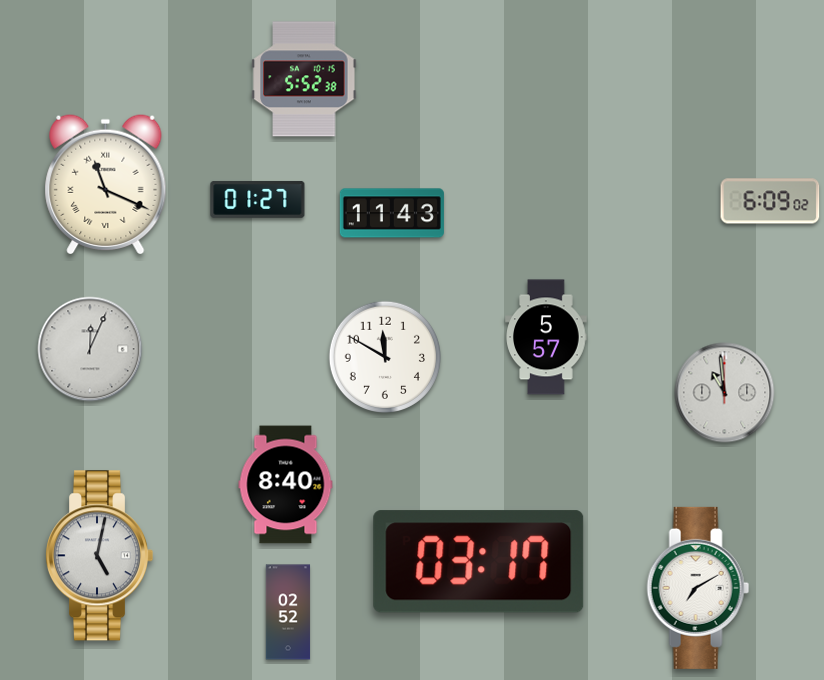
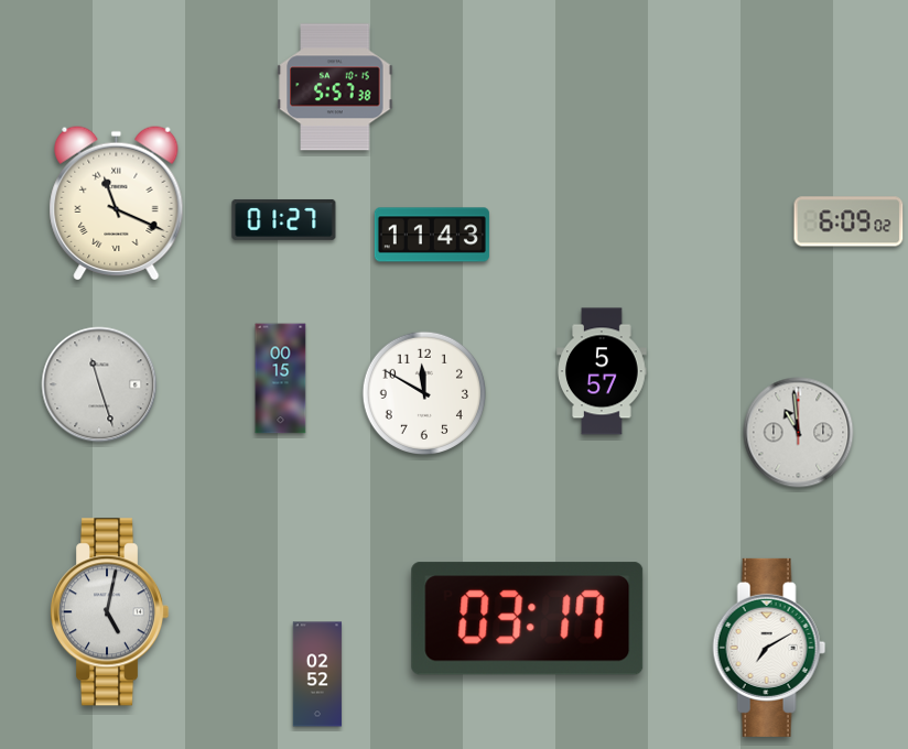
clock at (304, 79): 5:52 -> 5:57
clock at (281, 379): none -> 00:15
clock at (90, 349): 12:04 -> 11:27
clock at (286, 485): 8:40 -> none
